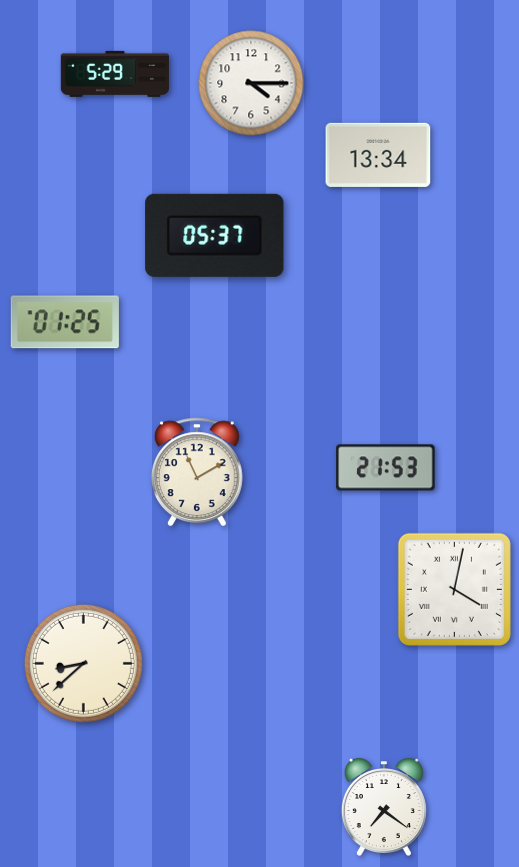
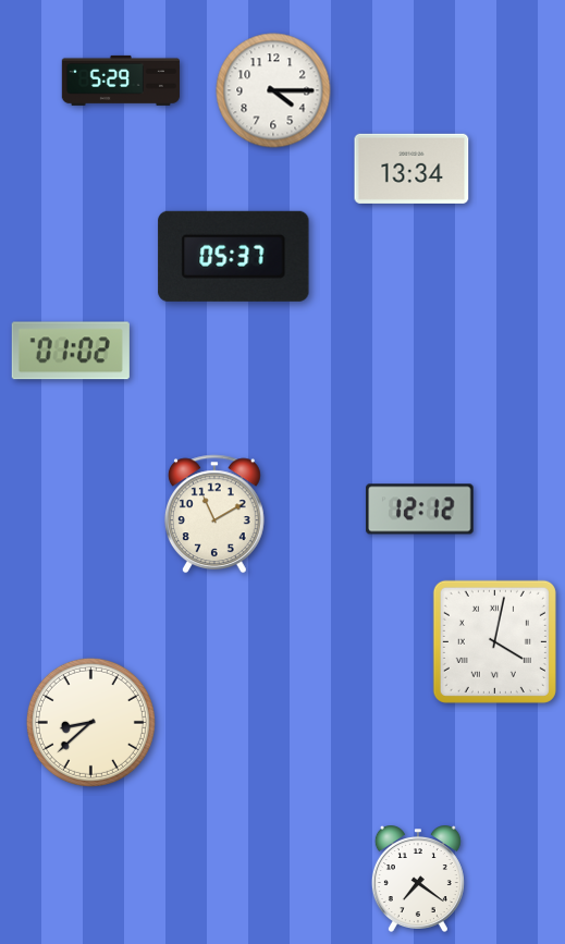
clock at (115, 74) position: (115, 74) -> (121, 81)
clock at (65, 322): 01:25 -> 01:02
clock at (386, 468): 21:53 -> 12:12
